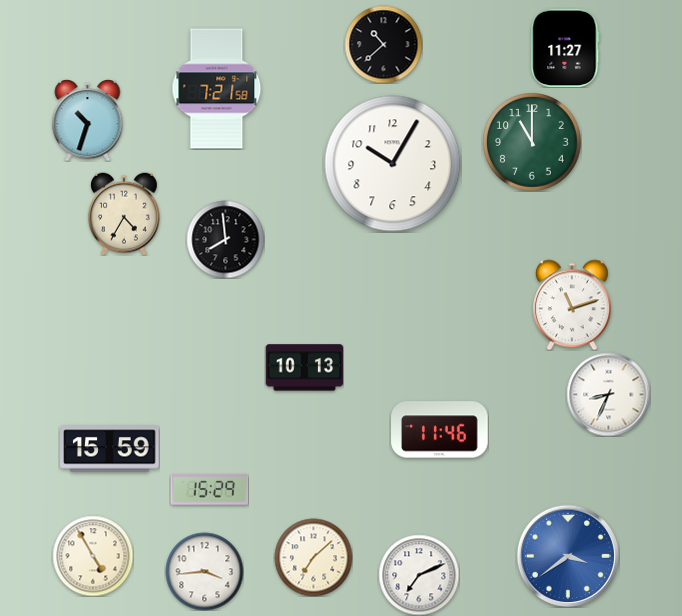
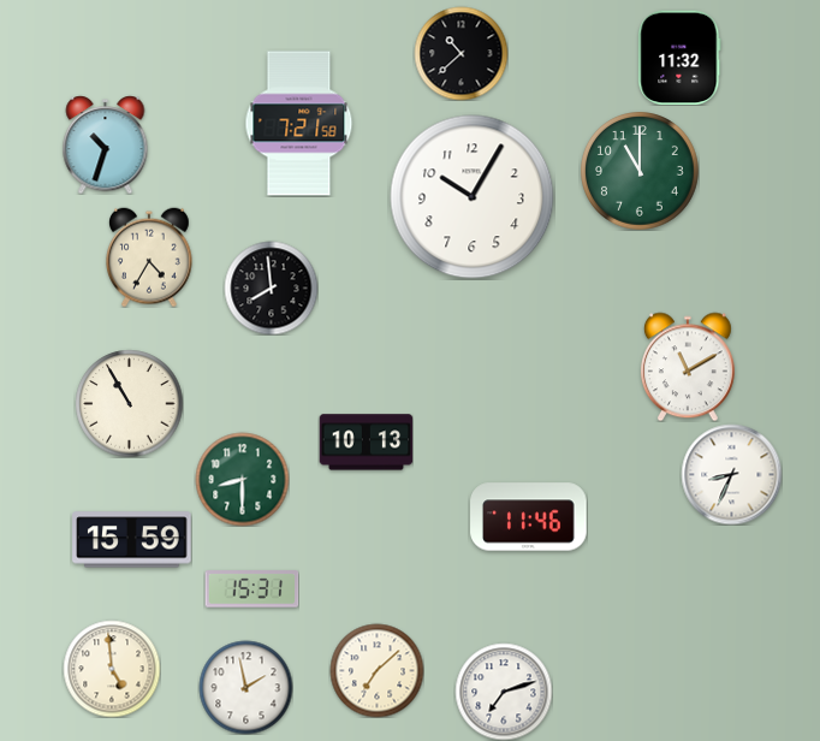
clock at (565, 48): 11:27 -> 11:32
clock at (217, 89) position: (217, 89) -> (299, 124)
clock at (572, 305): 11:12 -> 11:10
clock at (129, 403): none -> 10:55
clock at (242, 479): none -> 8:30
clock at (209, 490): 15:29 -> 15:31
clock at (93, 556): 4:55 -> 4:59
clock at (568, 556): 3:39 -> none
clock at (204, 571): 3:44 -> 1:58
clock at (419, 575): 7:11 -> 7:12
